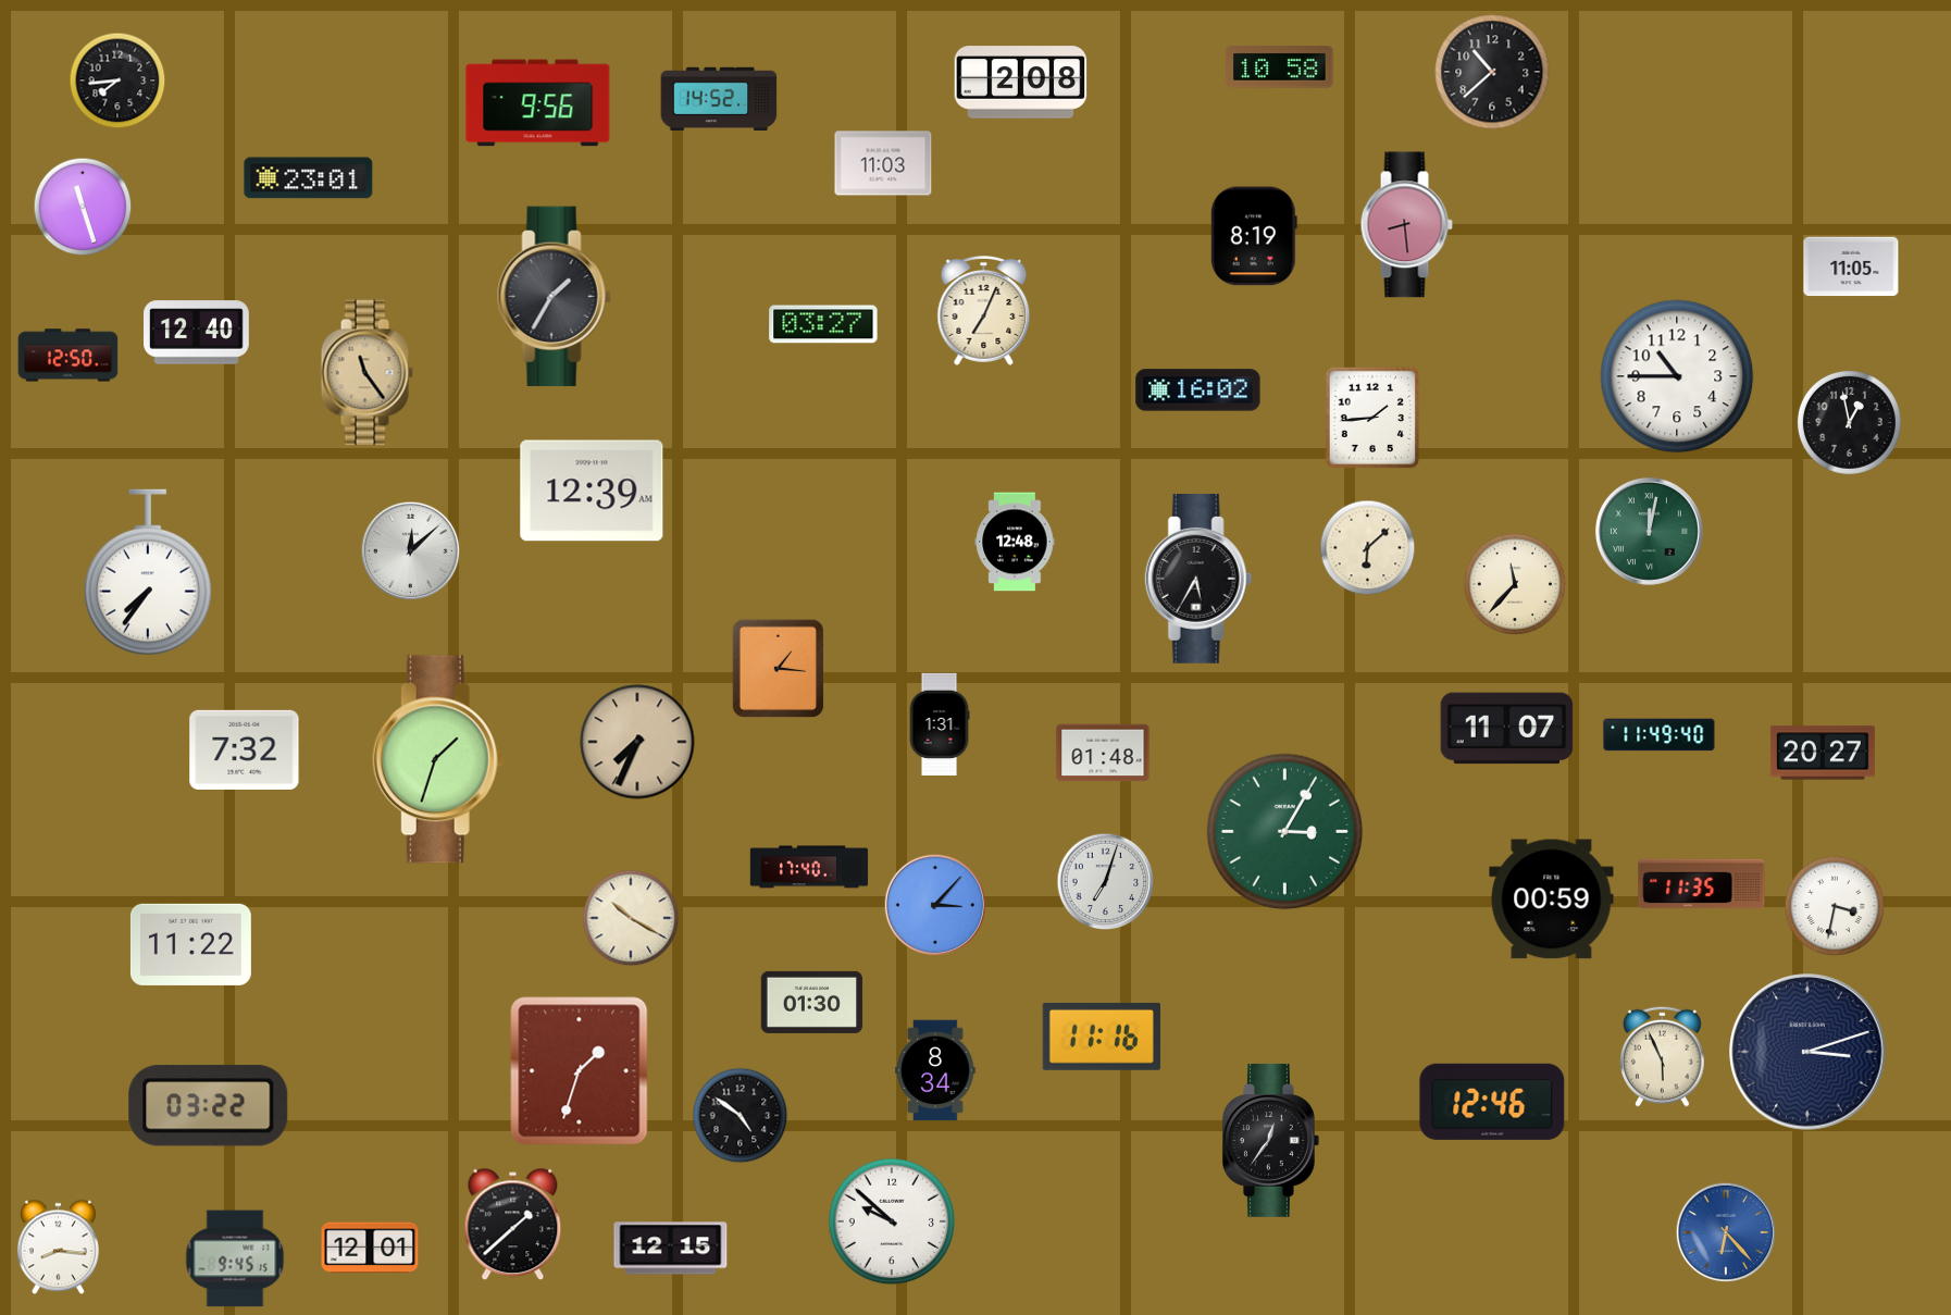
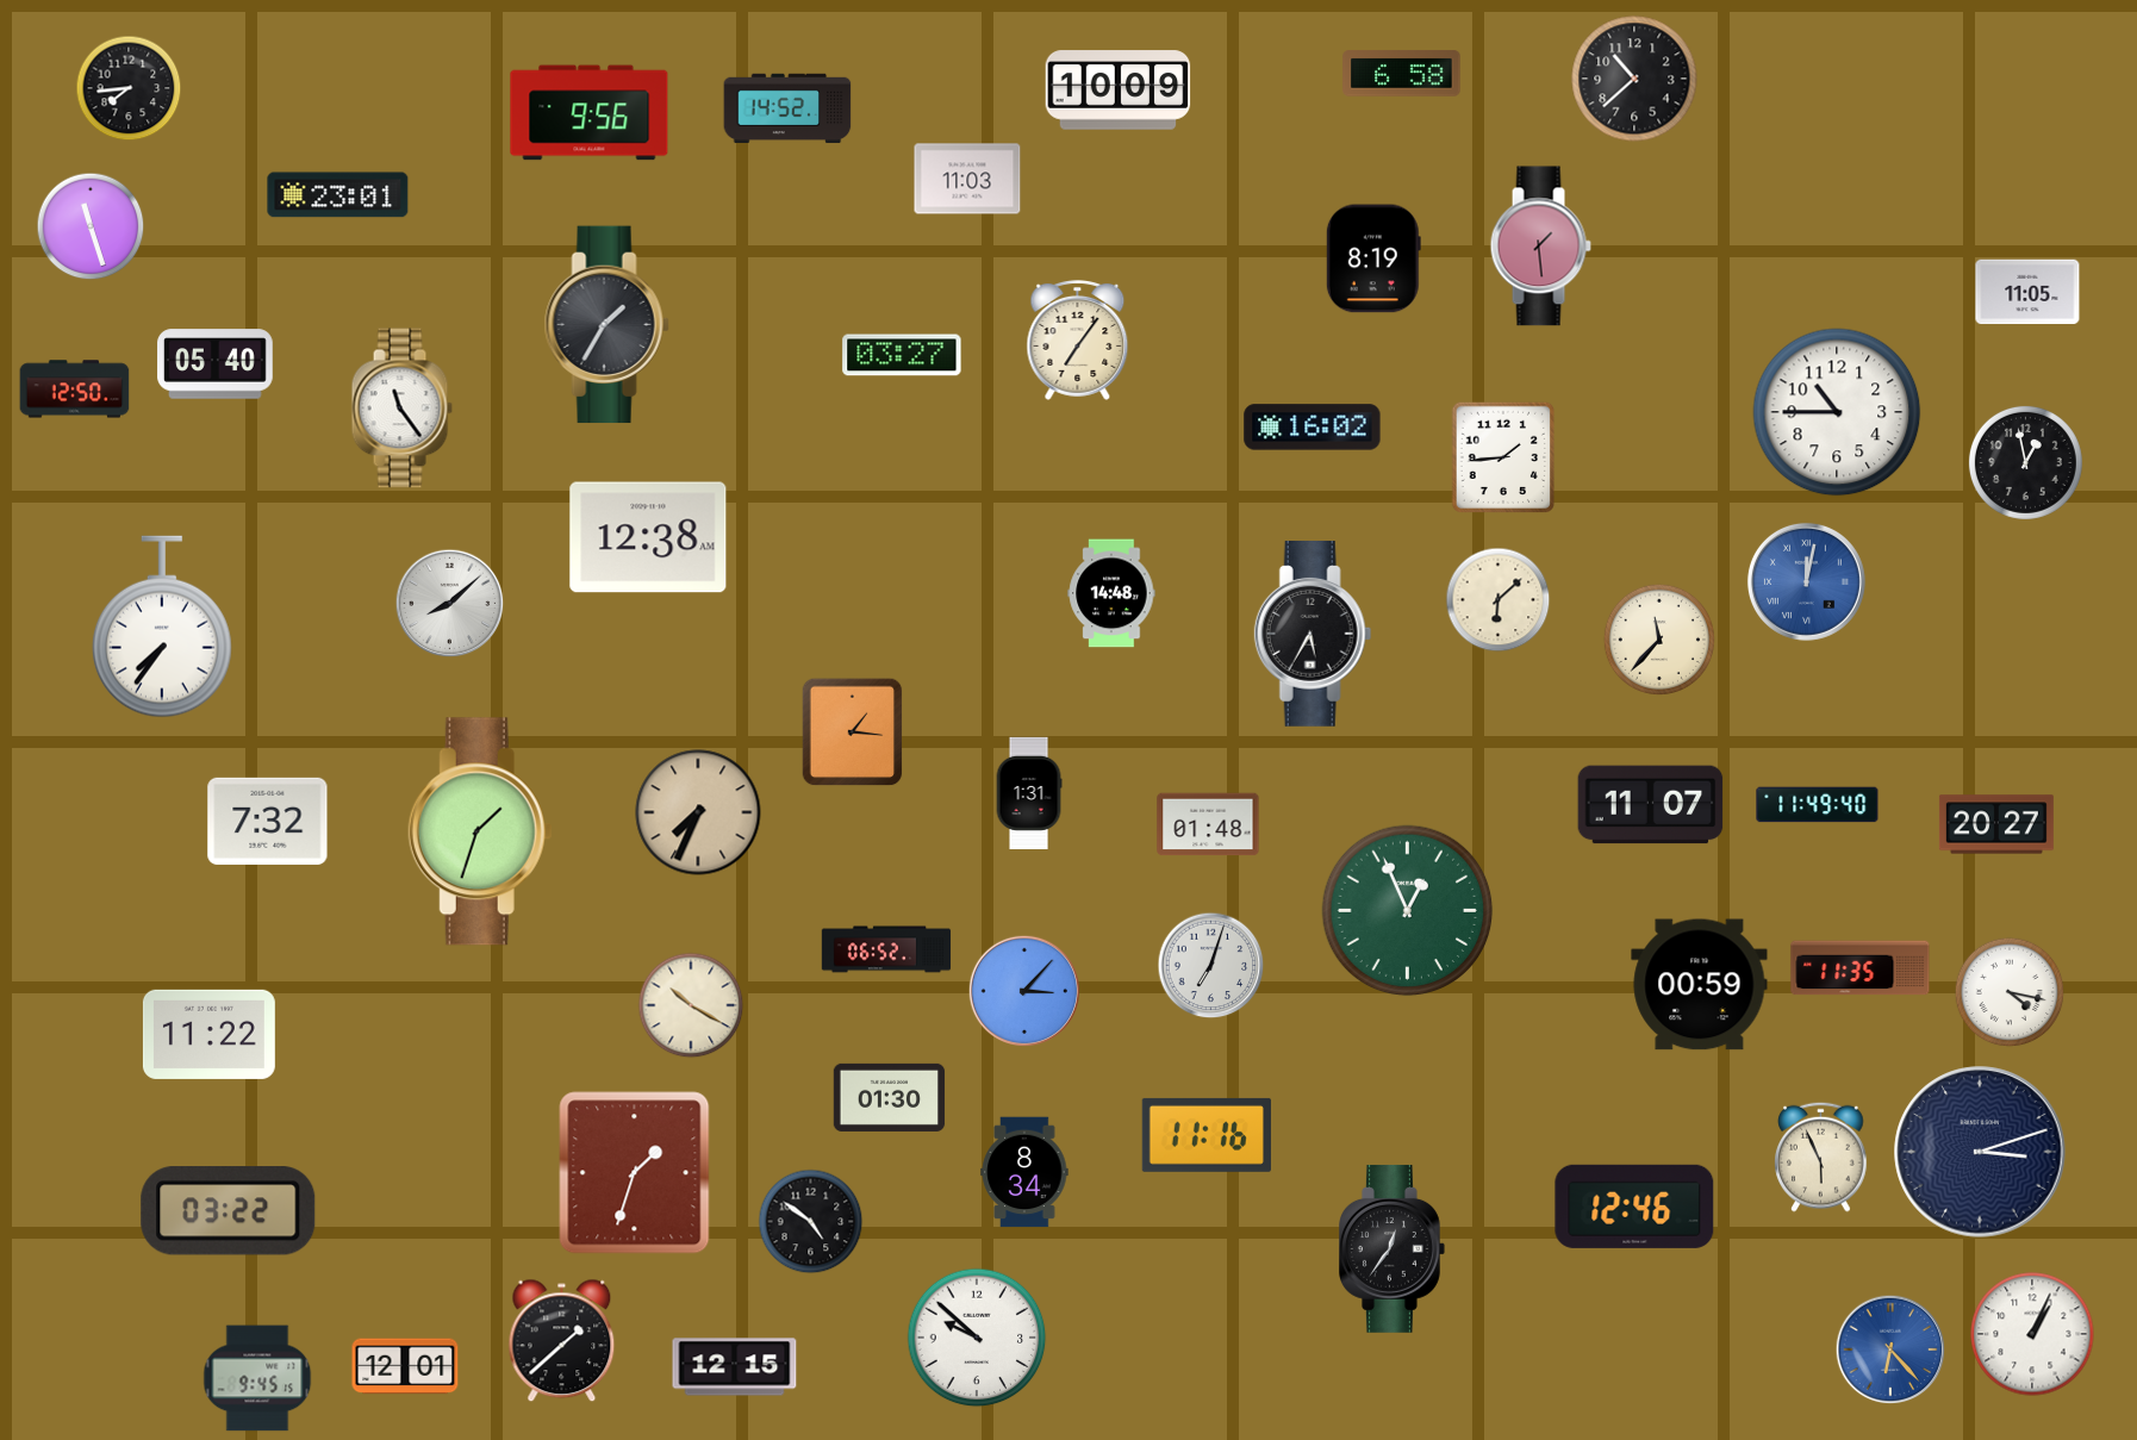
clock at (1280, 67): 10:58 -> 6:58
clock at (1021, 83): 2:08 -> 10:09
clock at (1406, 225): 8:29 -> 1:29
clock at (984, 310): 7:04 -> 7:06
clock at (197, 333): 12:40 -> 05:40
clock at (366, 373) dial: champagne -> white
clock at (592, 491): 12:39 -> 12:38
clock at (1649, 531) dial: green -> blue
clock at (1015, 542): 12:48 -> 14:48
clock at (411, 551): 12:08 -> 8:08
clock at (1507, 729) position: (1507, 729) -> (1651, 805)
clock at (1285, 832): 3:05 -> 12:56
clock at (809, 867): 17:40 -> 06:52
clock at (1702, 884) position: (1702, 884) -> (1861, 968)
clock at (1835, 906): 3:32 -> 4:17
clock at (2032, 1334): none -> 1:04
clock at (58, 1248): 8:16 -> none
